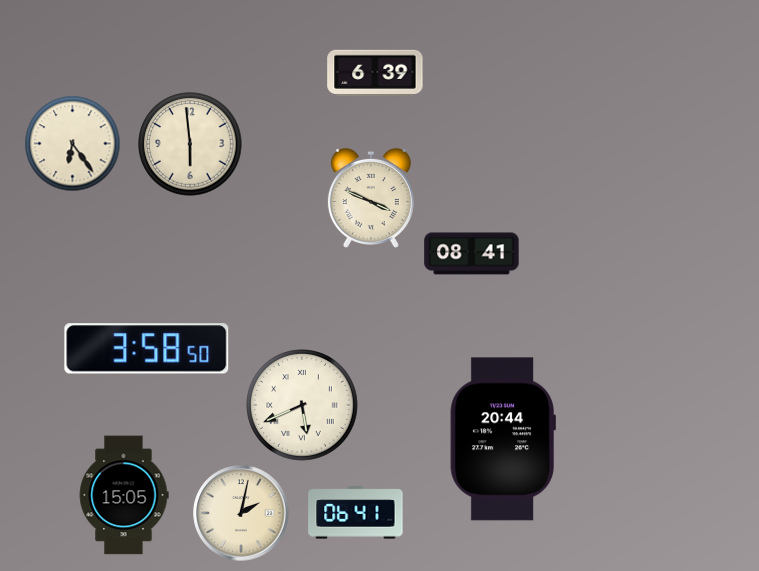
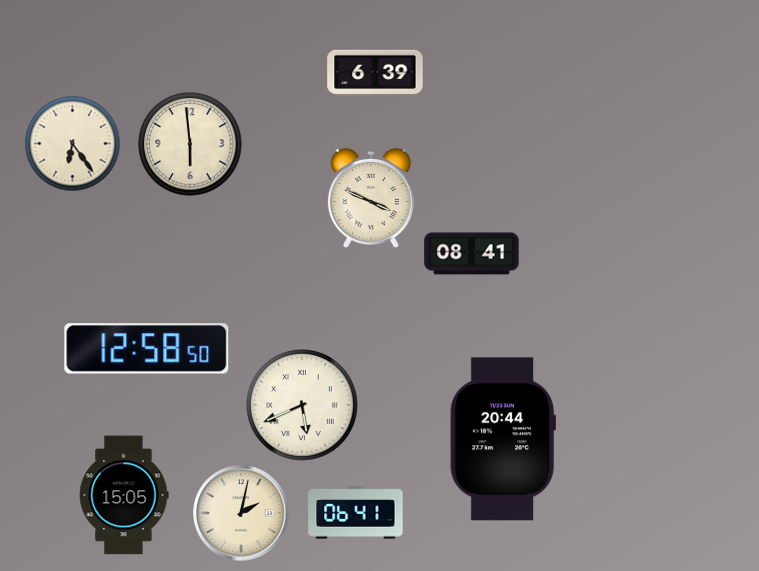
clock at (147, 349): 3:58 -> 12:58
